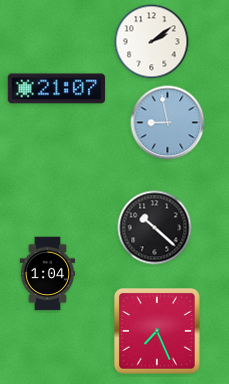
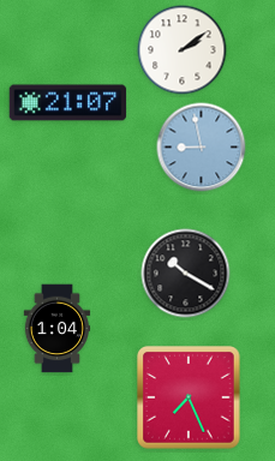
clock at (57, 89) position: (57, 89) -> (68, 103)
clock at (155, 228): 10:22 -> 10:20
